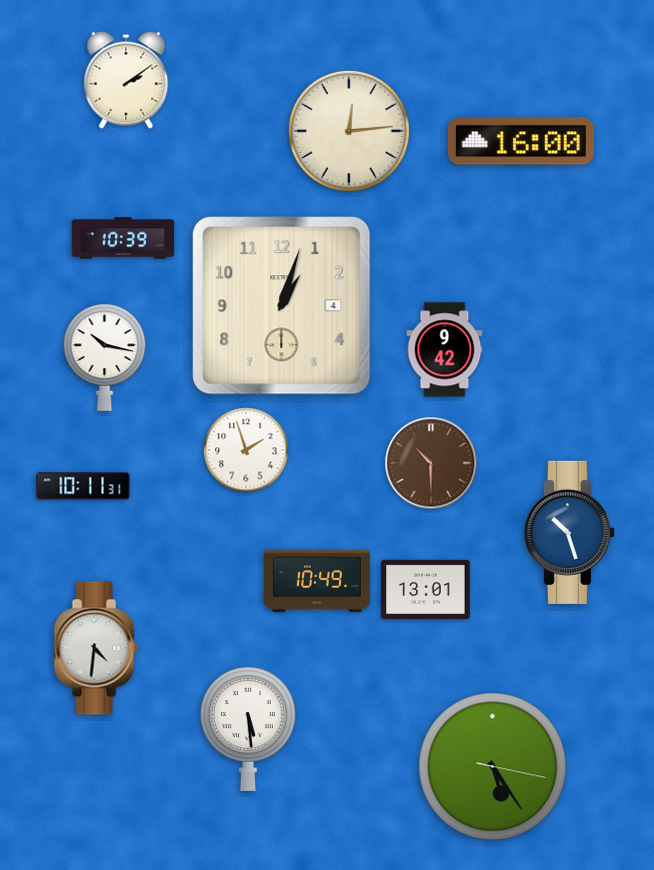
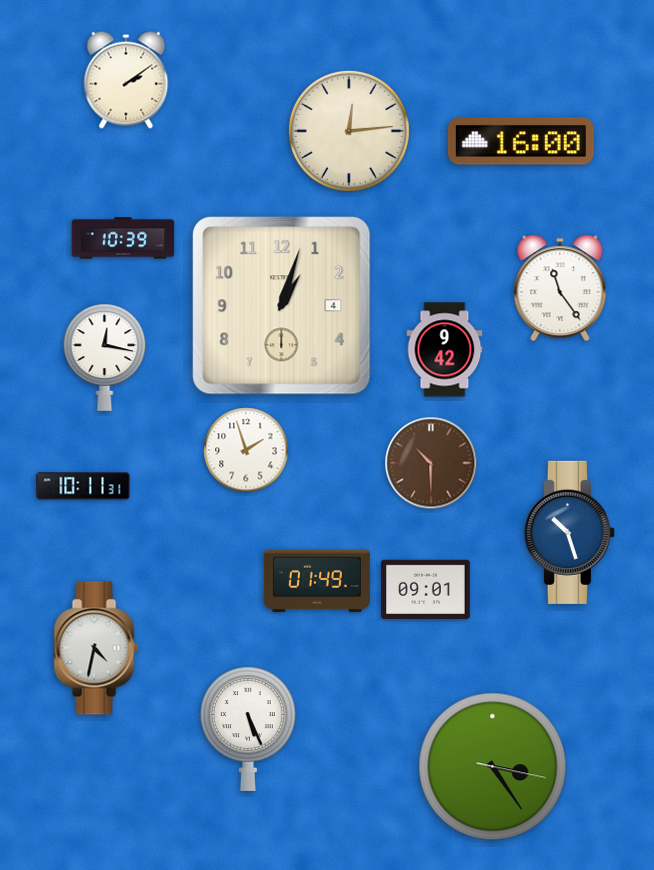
clock at (560, 288): none -> 11:24
clock at (105, 357): 10:17 -> 12:17
clock at (317, 581): 10:49 -> 01:49
clock at (426, 589): 13:01 -> 09:01
clock at (96, 648): 4:31 -> 4:32
clock at (248, 729): 5:29 -> 5:26
clock at (493, 767): 5:24 -> 3:24
